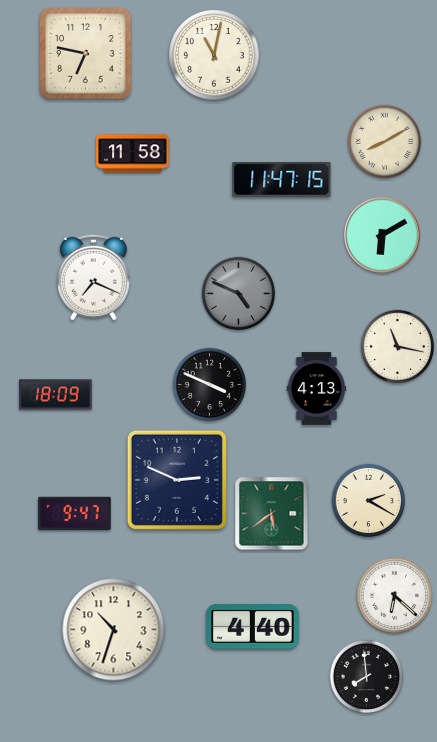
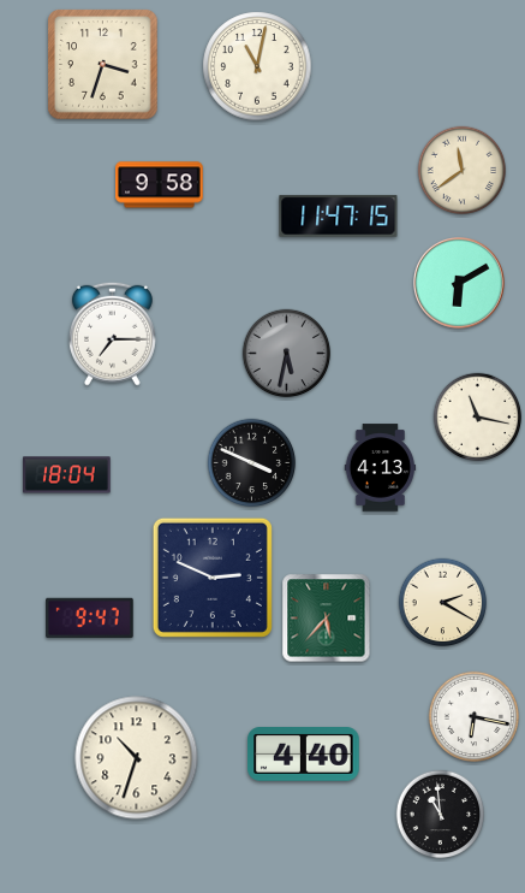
clock at (86, 54): 6:47 -> 3:33
clock at (385, 142): 8:10 -> 11:39
clock at (133, 154): 11:58 -> 9:58
clock at (93, 277): 7:19 -> 7:15
clock at (239, 294): 4:49 -> 5:32
clock at (56, 395): 18:09 -> 18:04
clock at (272, 514): 5:39 -> 5:37
clock at (394, 595): 6:22 -> 6:17
clock at (367, 677): 7:59 -> 10:59
